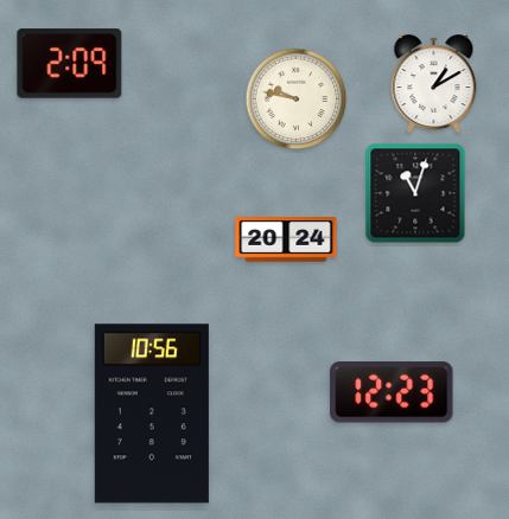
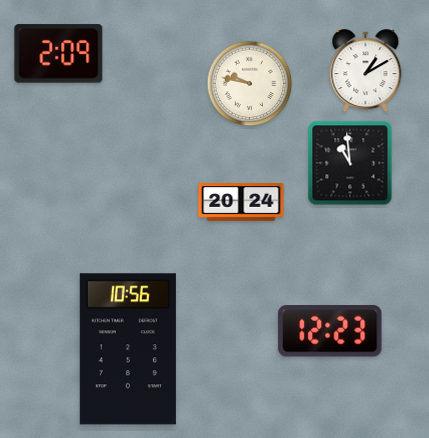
clock at (415, 193): 11:03 -> 10:59
